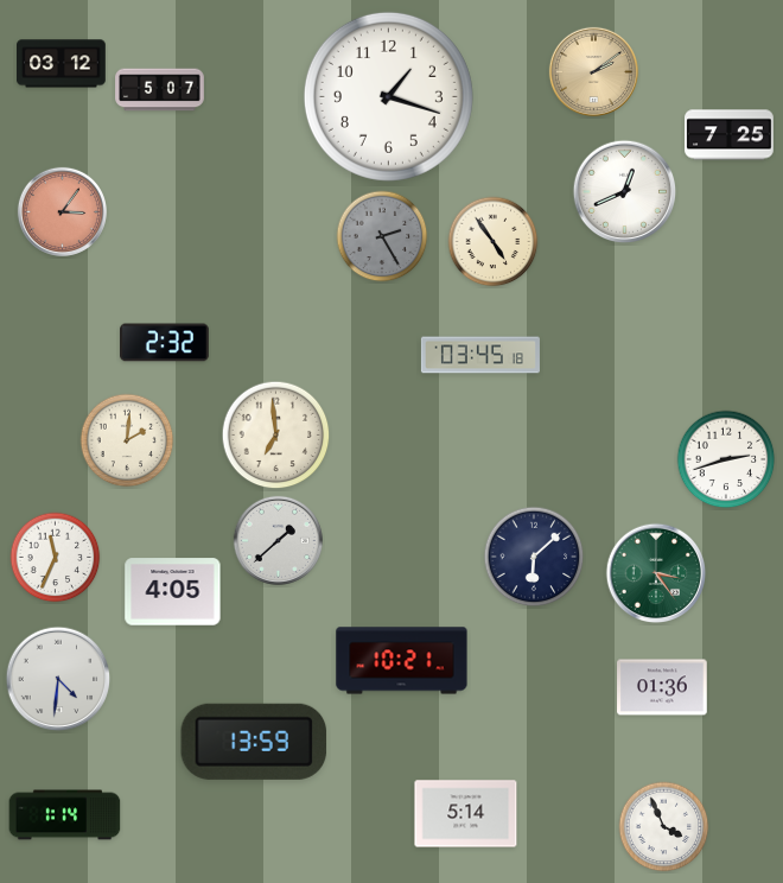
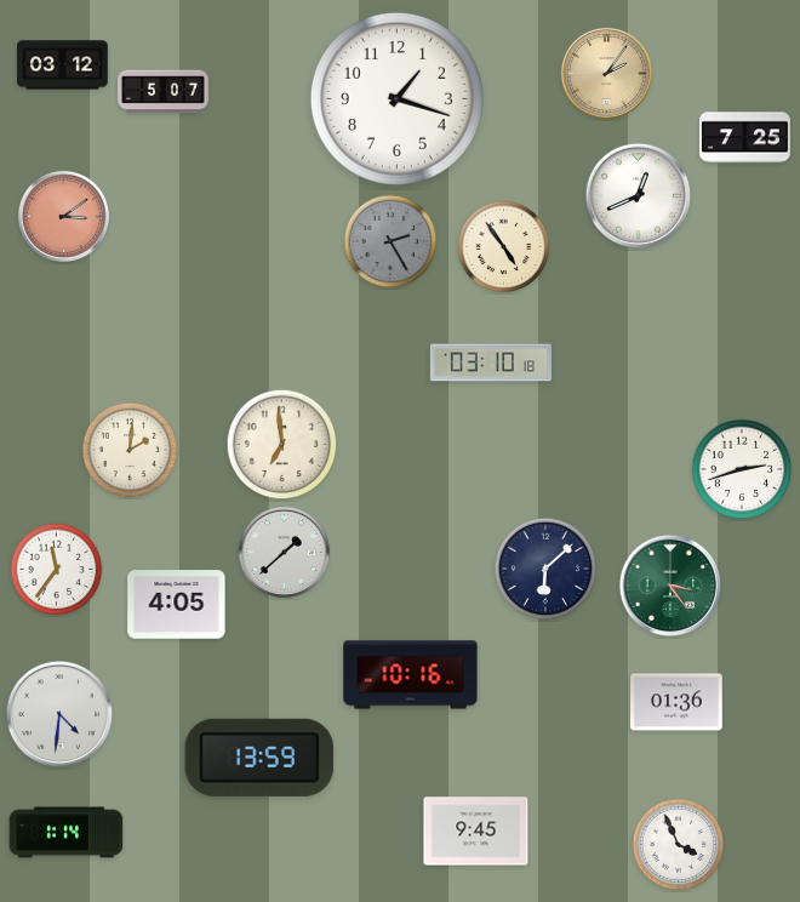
clock at (593, 71): 2:09 -> 2:06
clock at (62, 211): 3:06 -> 3:09
clock at (165, 343): 2:32 -> none
clock at (480, 355): 03:45 -> 03:10
clock at (56, 558): 11:34 -> 11:36
clock at (402, 661): 10:21 -> 10:16
clock at (58, 679) position: (58, 679) -> (59, 714)
clock at (466, 814): 5:14 -> 9:45
